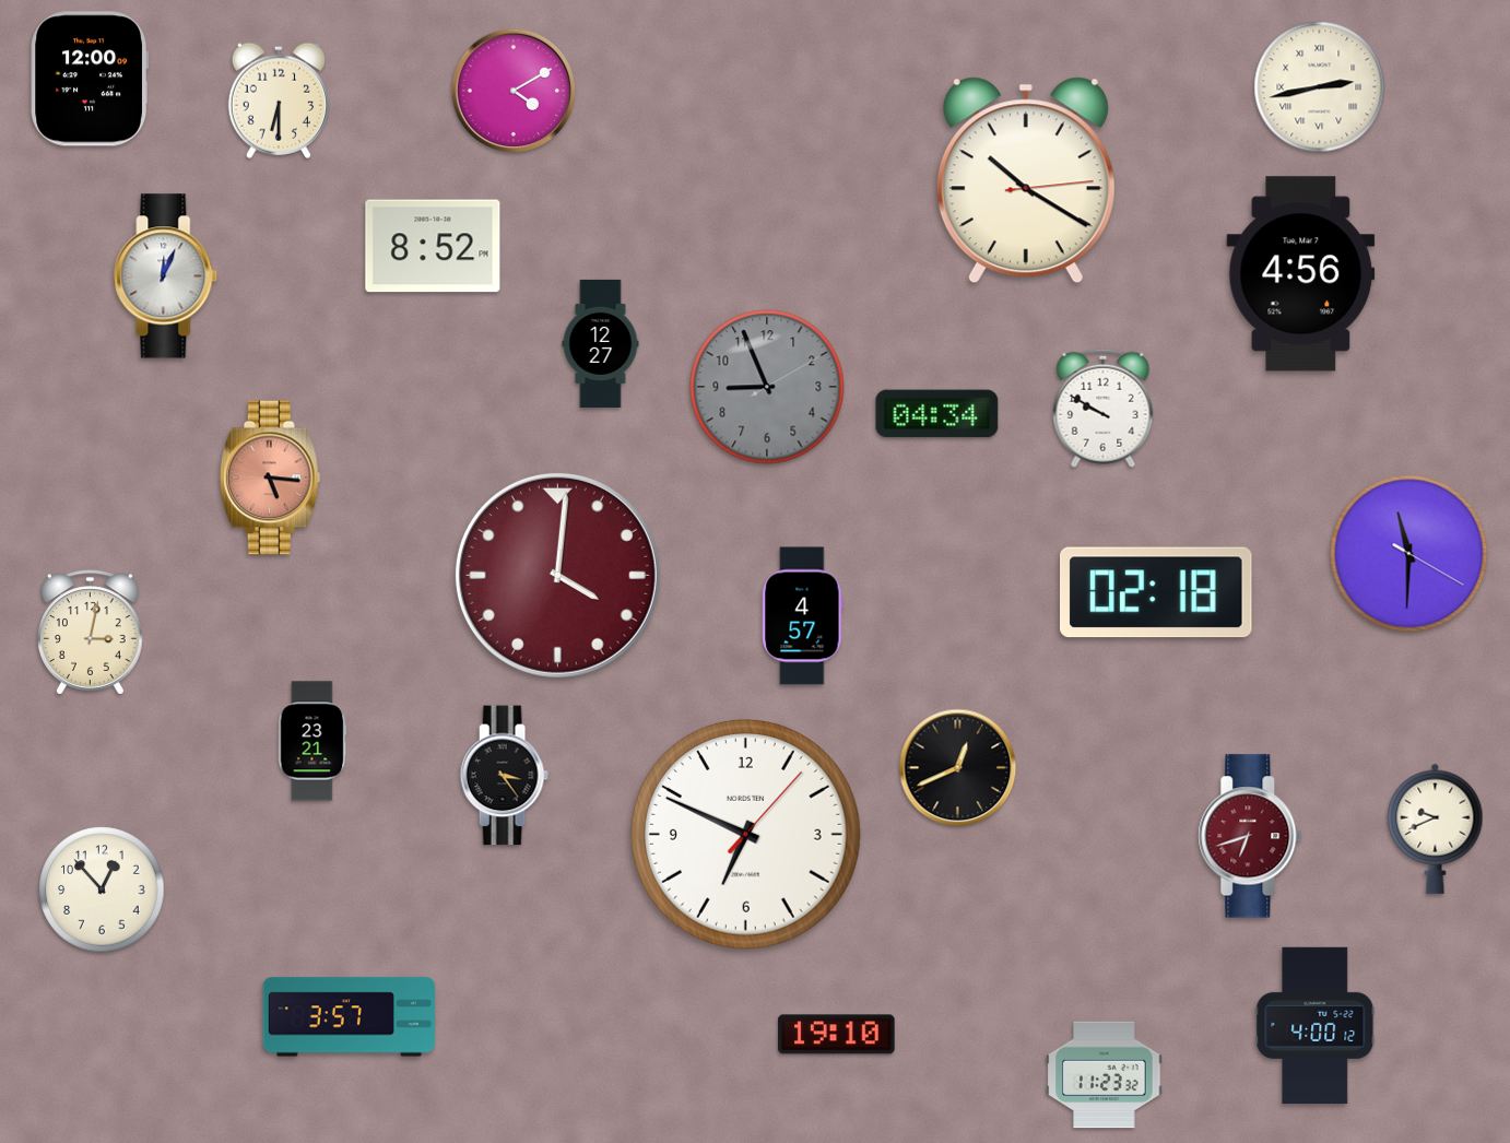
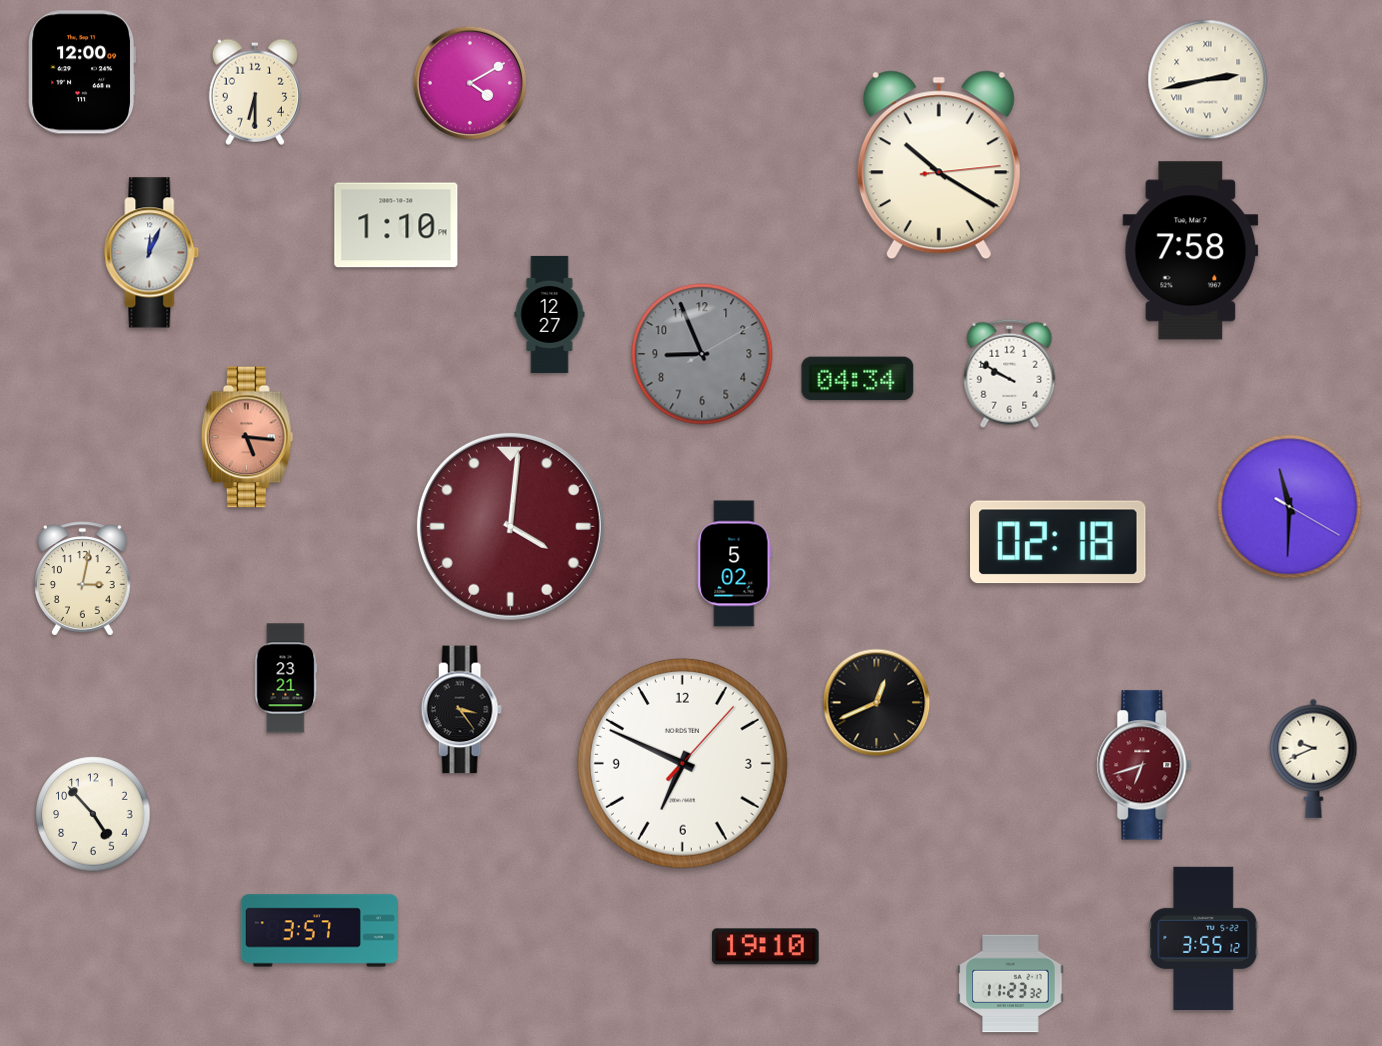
clock at (433, 246): 8:52 -> 1:10
clock at (1301, 274): 4:56 -> 7:58
clock at (803, 616): 4:57 -> 5:02
clock at (102, 889): 12:53 -> 4:53
clock at (1316, 1025): 4:00 -> 3:55
